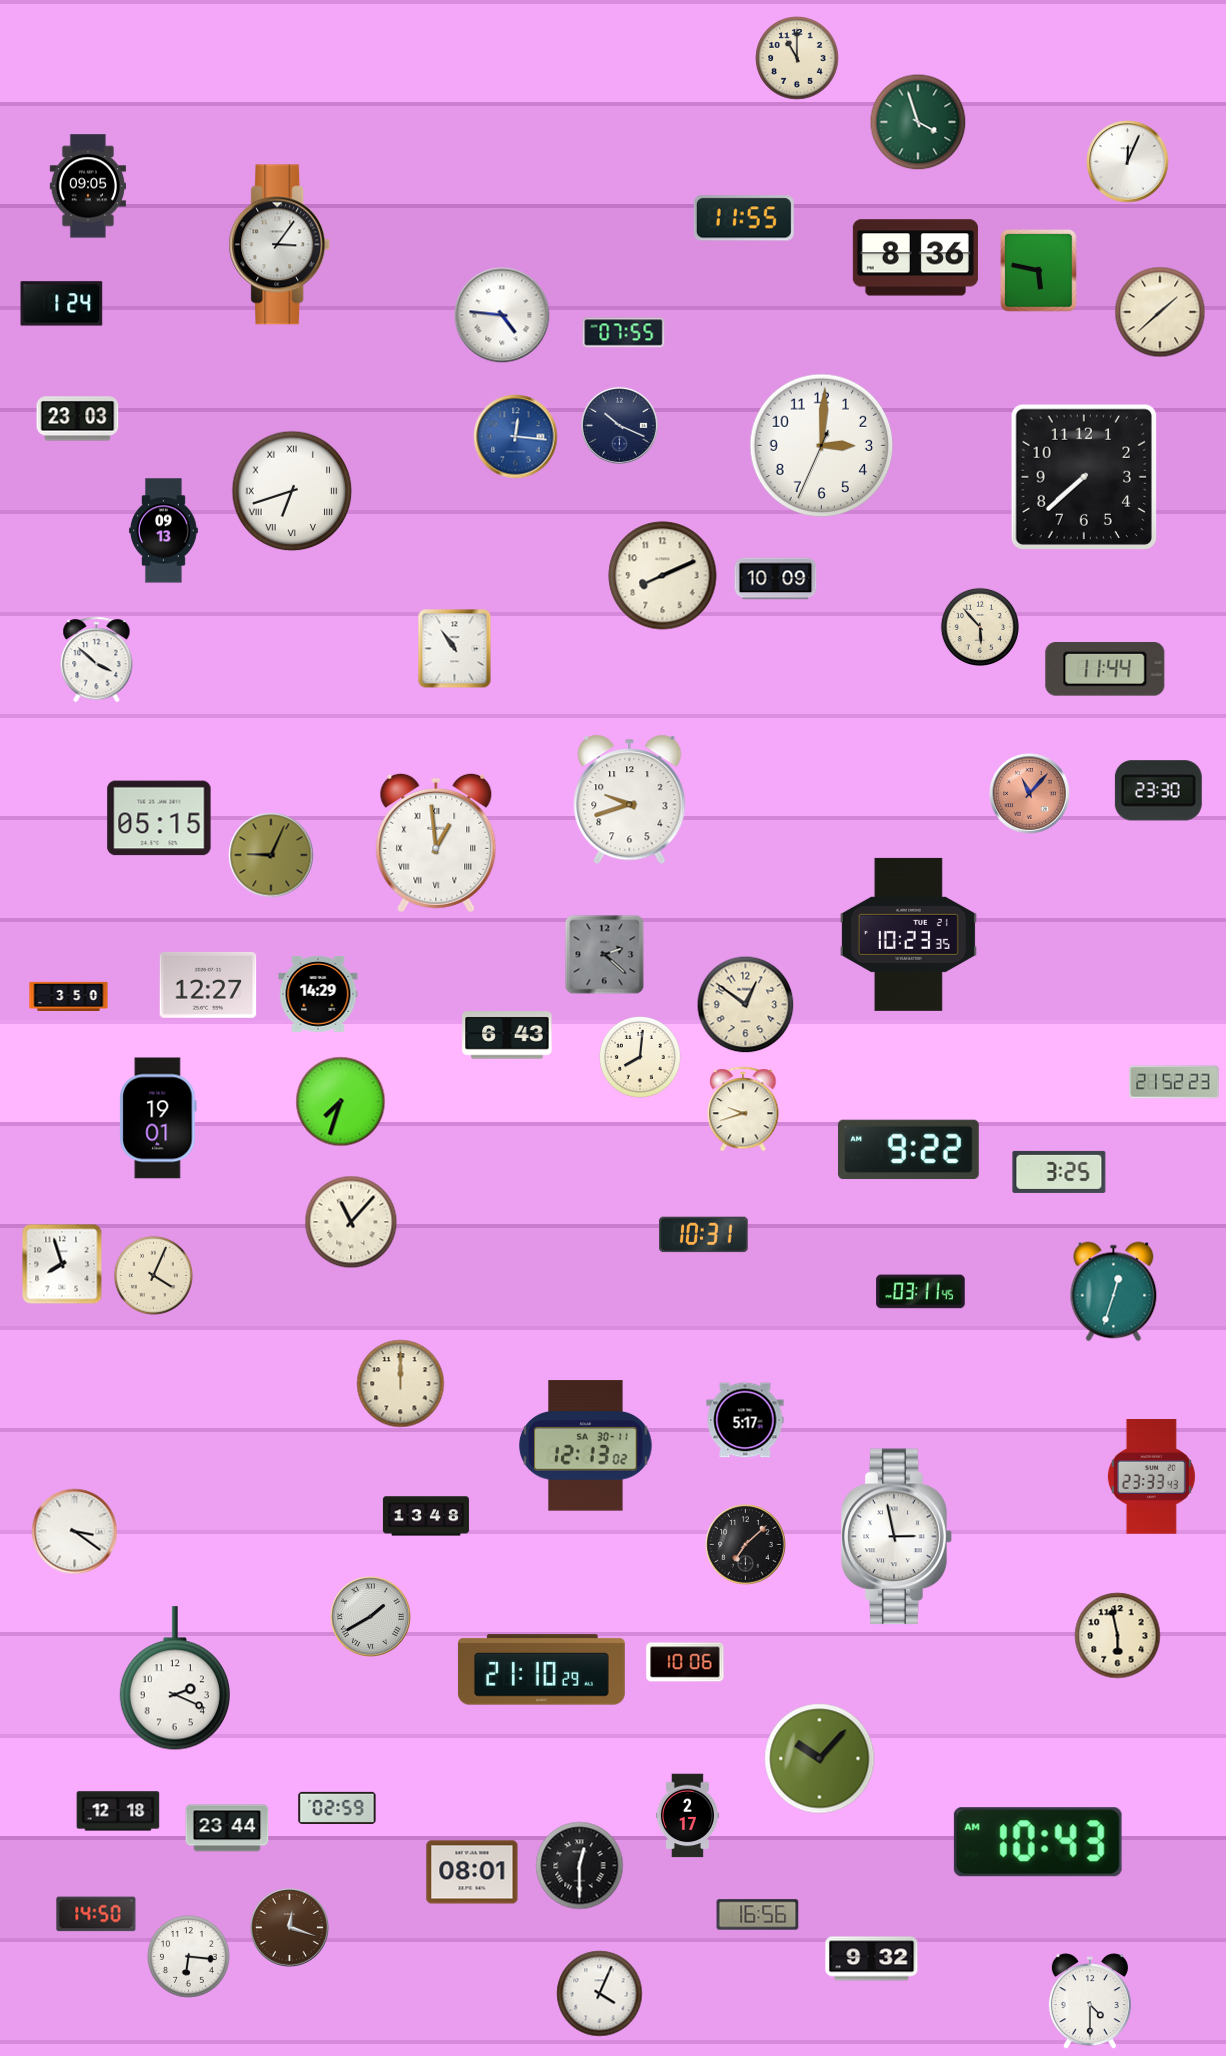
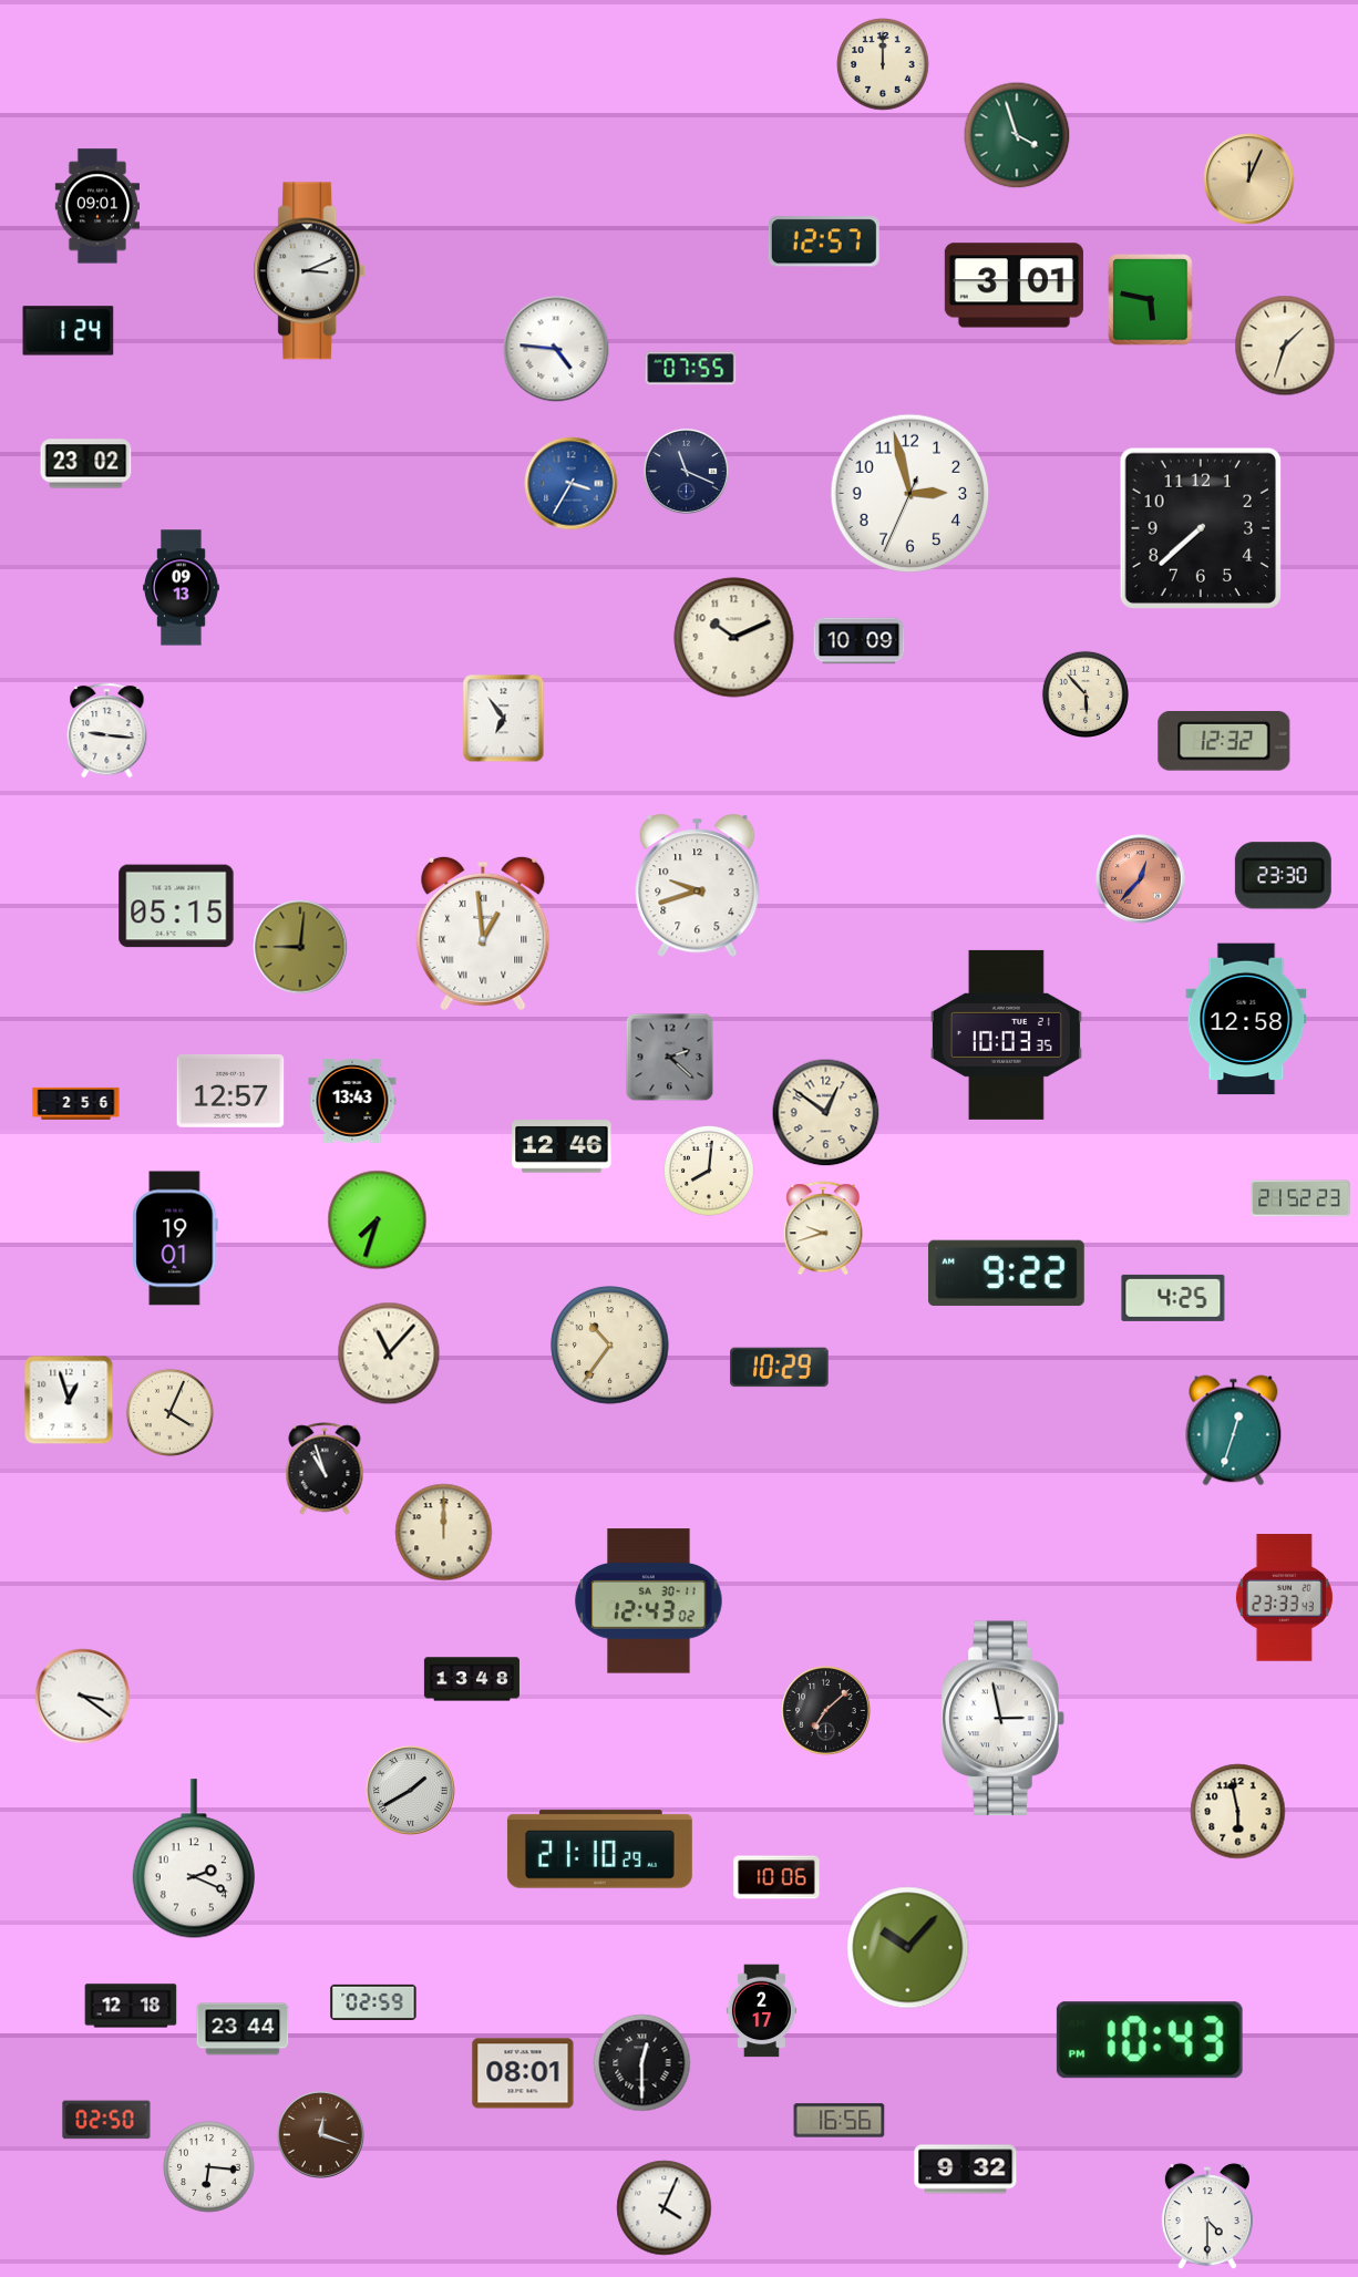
clock at (797, 58): 11:00 -> 12:00
clock at (1128, 162) dial: white -> champagne
clock at (87, 186): 09:05 -> 09:01
clock at (744, 218): 11:55 -> 12:57
clock at (280, 245): 3:06 -> 3:11
clock at (915, 258): 8:36 -> 3:01
clock at (62, 304) position: (62, 304) -> (69, 331)
clock at (1160, 312): 1:38 -> 1:33
clock at (78, 419): 23:03 -> 23:02
clock at (619, 425): 10:19 -> 11:19
clock at (516, 437): 12:16 -> 3:35
clock at (822, 446): 3:00 -> 2:57
clock at (292, 491): 6:42 -> none
clock at (663, 576): 8:11 -> 10:11
clock at (455, 649): 10:54 -> 6:54
clock at (97, 660): 3:52 -> 9:16
clock at (1105, 670): 11:44 -> 12:32
clock at (1030, 794): 11:07 -> 12:37
clock at (271, 855): 9:04 -> 9:01
clock at (1246, 1019): none -> 12:58
clock at (908, 934): 10:23 -> 10:03
clock at (208, 985): 12:27 -> 12:57
clock at (318, 994): 14:29 -> 13:43
clock at (69, 996): 3:50 -> 2:56
clock at (507, 1035): 6:43 -> 12:46
clock at (1059, 1172): 3:25 -> 4:25
clock at (610, 1346): none -> 10:36
clock at (704, 1235): 10:31 -> 10:29
clock at (62, 1264): 7:57 -> 12:57
clock at (921, 1292): 03:11 -> none
clock at (325, 1469): none -> 10:57
clock at (745, 1420): 5:17 -> none
clock at (586, 1446): 12:13 -> 12:43
clock at (1151, 1477) position: (1151, 1477) -> (1284, 1598)
clock at (897, 1537) position: (897, 1537) -> (1004, 1719)
clock at (685, 1662) position: (685, 1662) -> (776, 1877)
clock at (227, 1828) position: (227, 1828) -> (243, 2029)
clock at (1038, 1842): 10:43 AM -> 10:43 PM
clock at (580, 1866) position: (580, 1866) -> (642, 2063)
clock at (96, 1914): 14:50 -> 02:50
